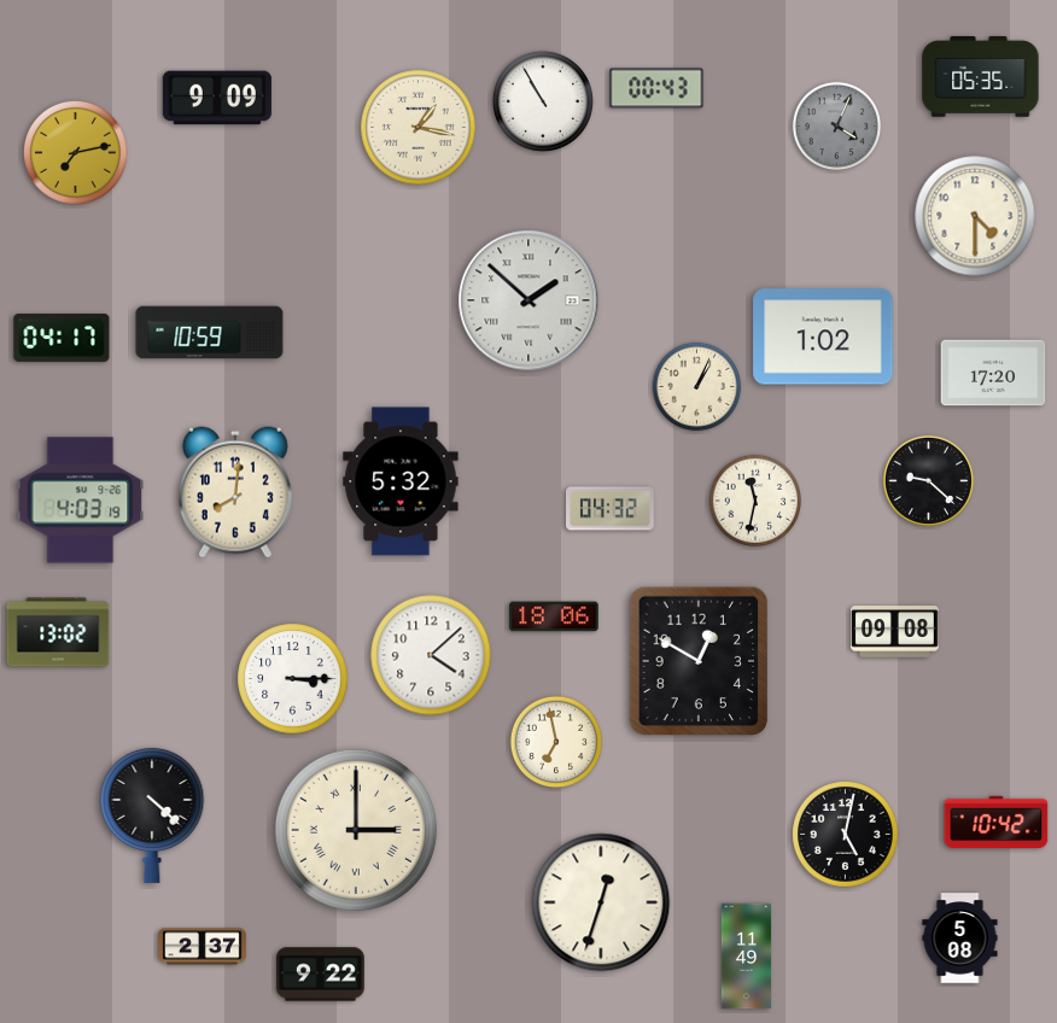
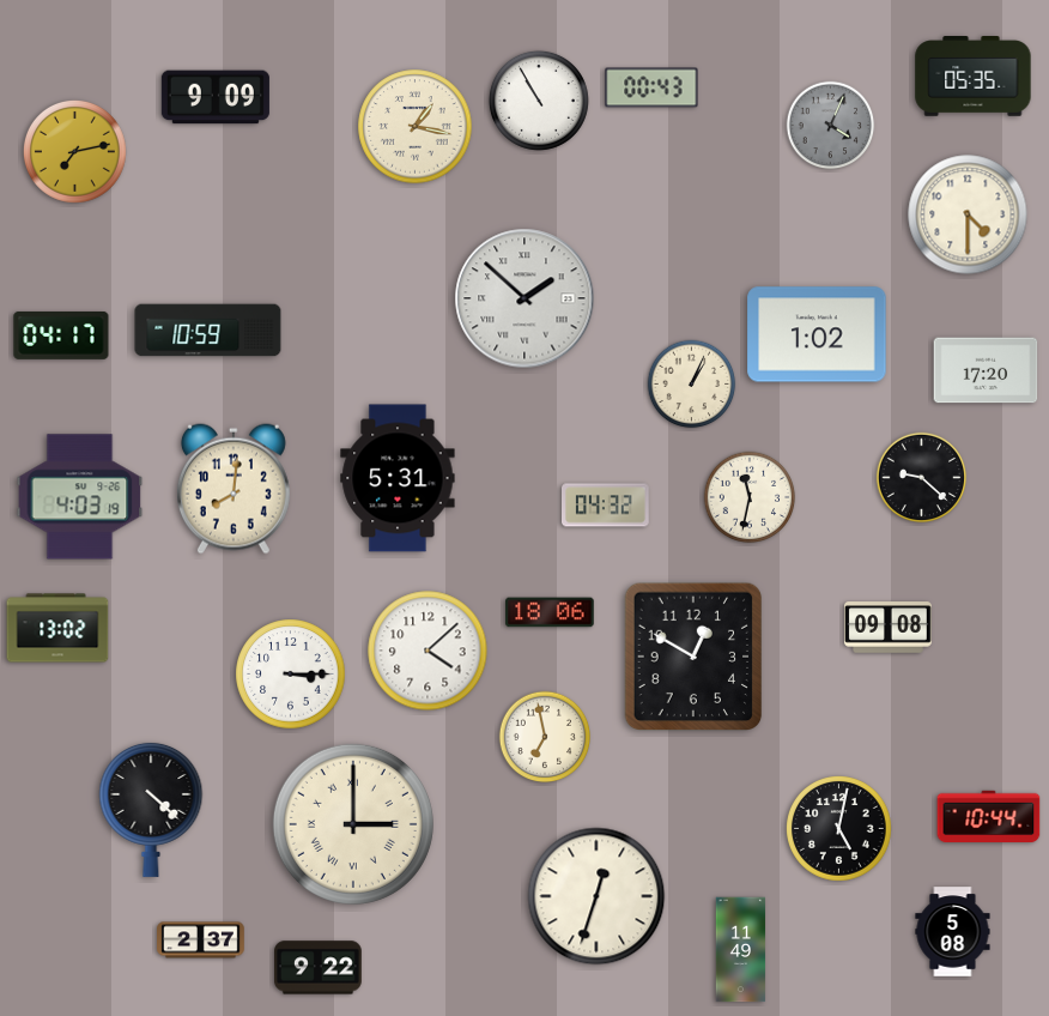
clock at (401, 481): 5:32 -> 5:31
clock at (556, 742) position: (556, 742) -> (545, 737)
clock at (997, 823): 10:42 -> 10:44
